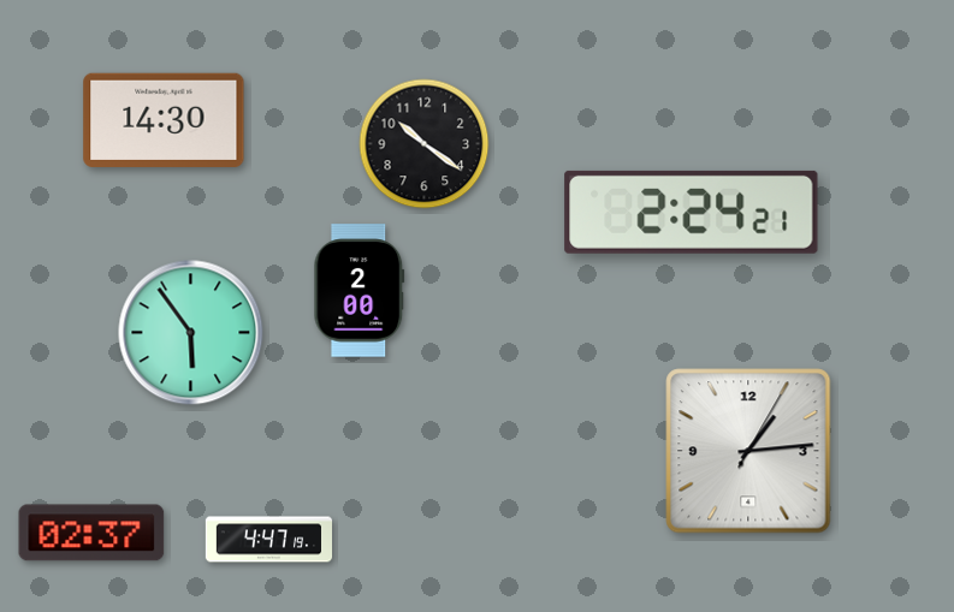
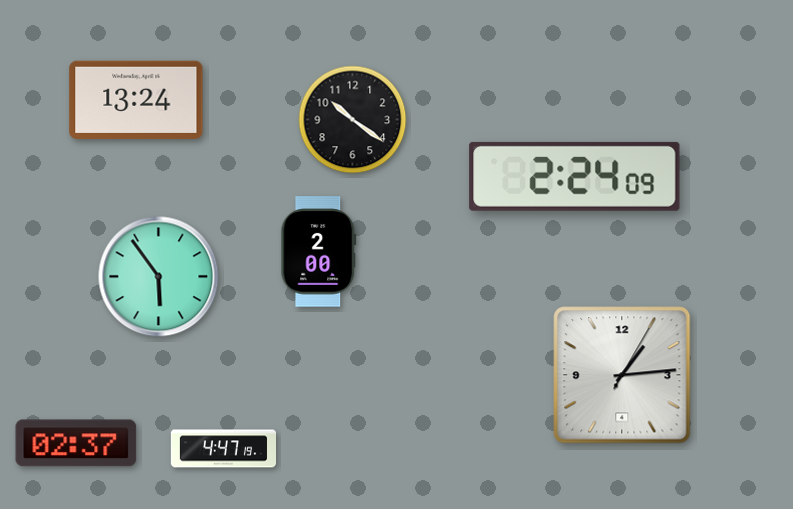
clock at (164, 120): 14:30 -> 13:24
clock at (692, 212): 2:24:21 -> 2:24:09
clock at (360, 291) position: (360, 291) -> (319, 252)
